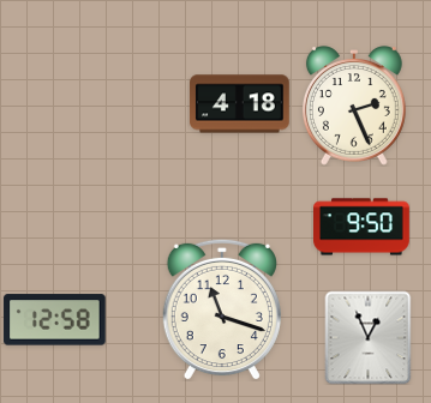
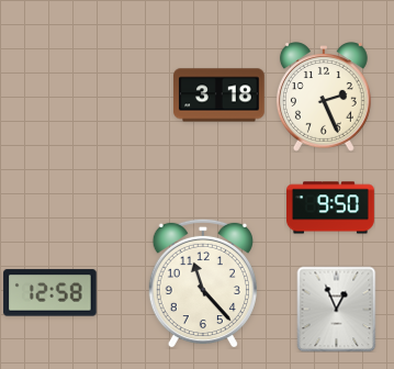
clock at (240, 104): 4:18 -> 3:18
clock at (222, 309): 11:18 -> 11:23
